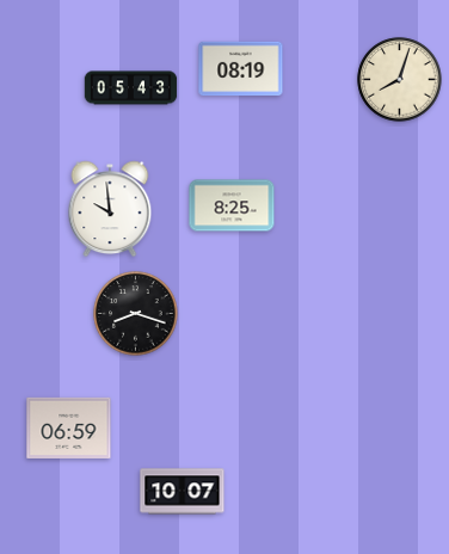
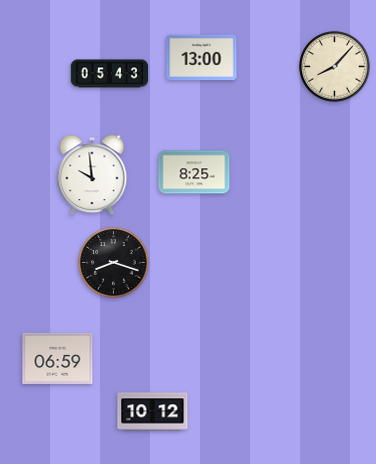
clock at (241, 69): 08:19 -> 13:00
clock at (400, 80): 8:03 -> 8:07
clock at (183, 492): 10:07 -> 10:12
